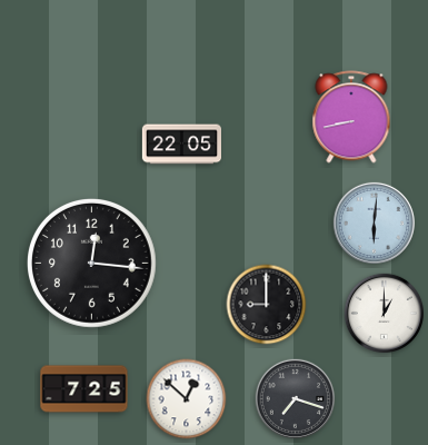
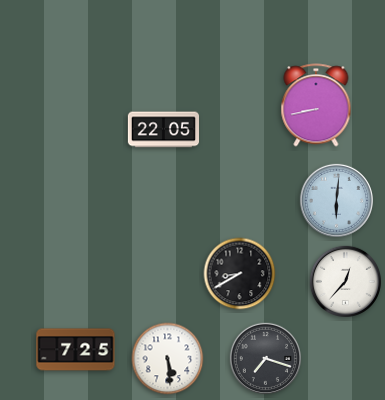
clock at (92, 264): 12:16 -> none
clock at (267, 305): 9:00 -> 8:40
clock at (384, 313): 1:00 -> 12:37
clock at (187, 399): 12:52 -> 5:29
